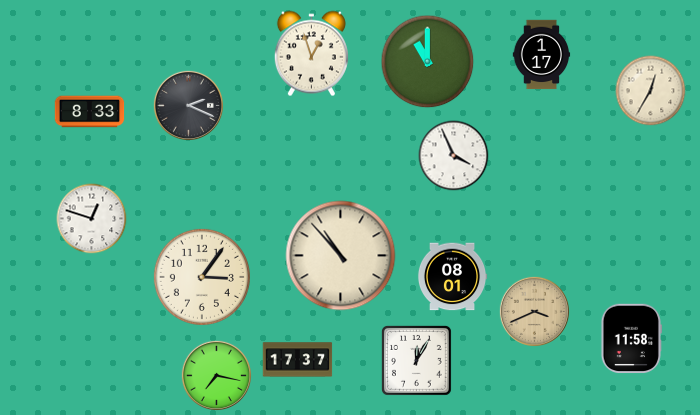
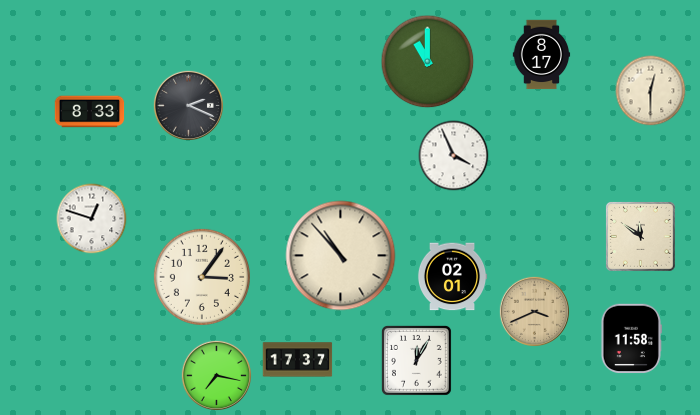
clock at (311, 54): 12:57 -> none
clock at (542, 55): 1:17 -> 8:17
clock at (651, 91): 12:35 -> 12:30
clock at (640, 236): none -> 11:51
clock at (452, 277): 08:01 -> 02:01
